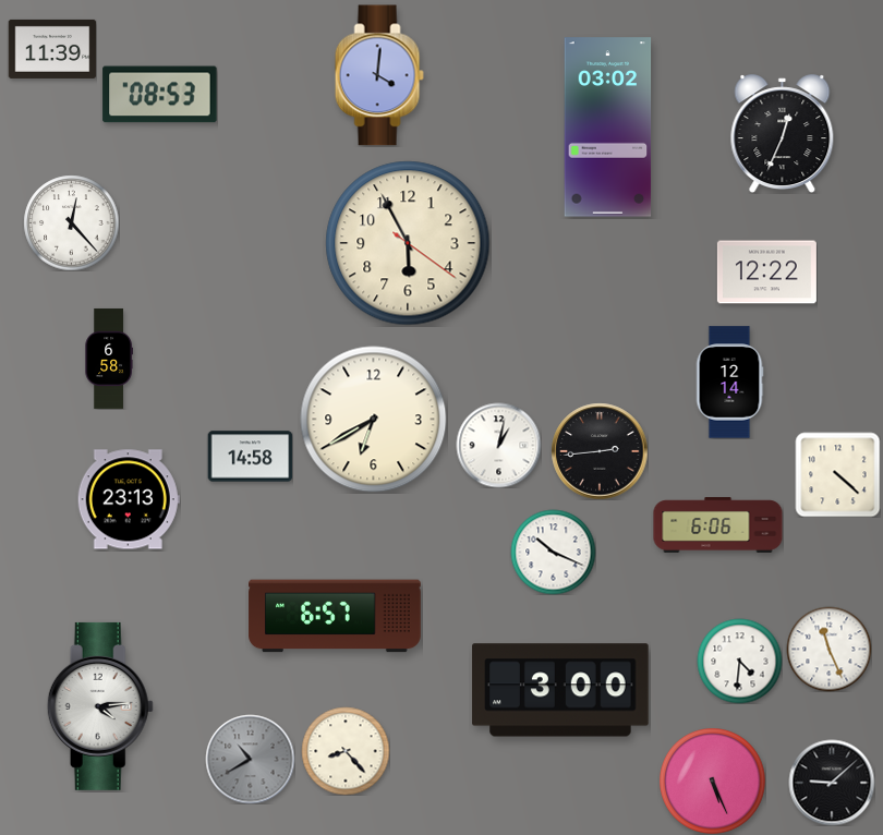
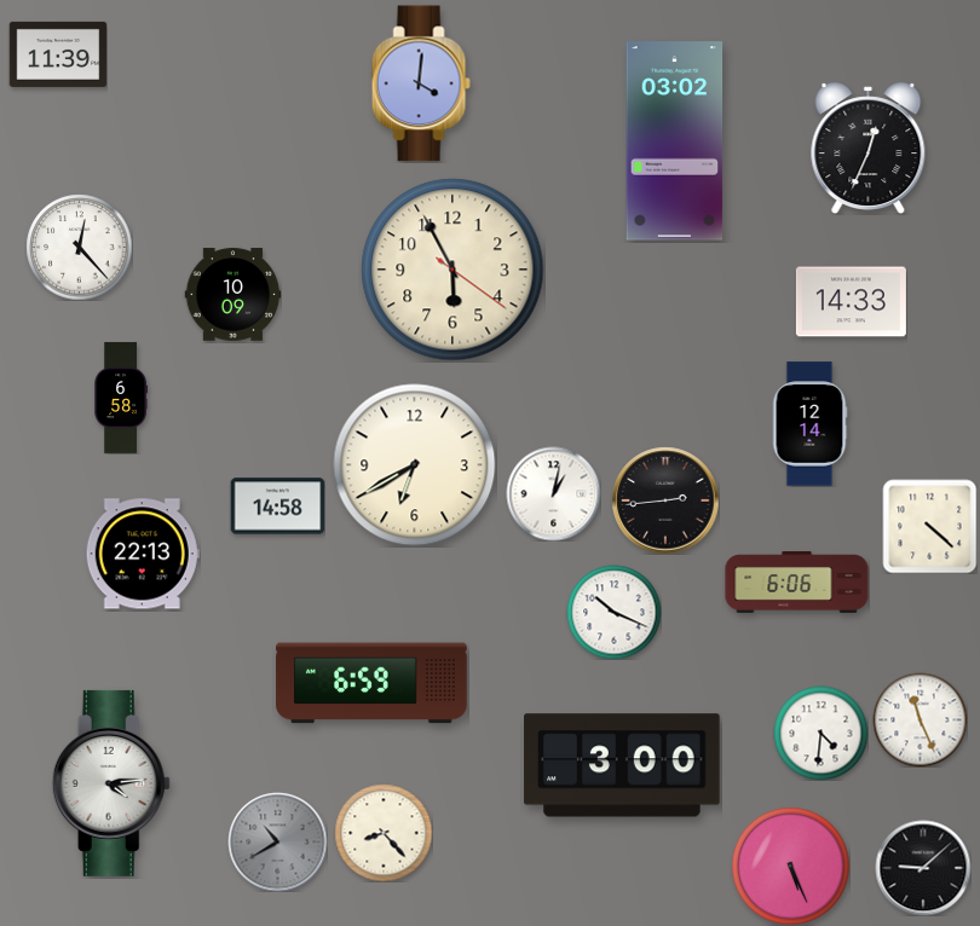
clock at (160, 95): 08:53 -> none
clock at (232, 295): none -> 10:09
clock at (766, 273): 12:22 -> 14:33
clock at (129, 499): 23:13 -> 22:13
clock at (335, 616): 6:57 -> 6:59
